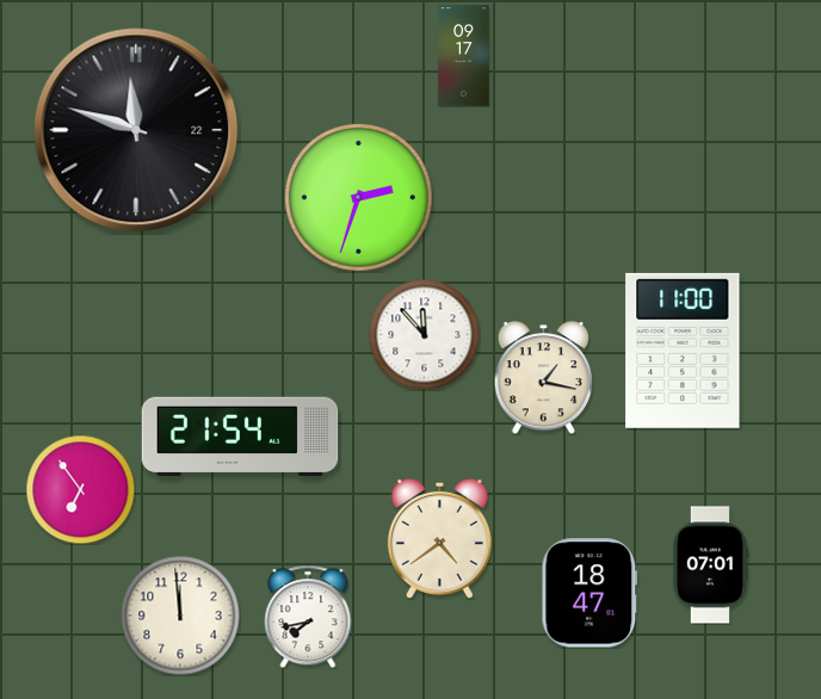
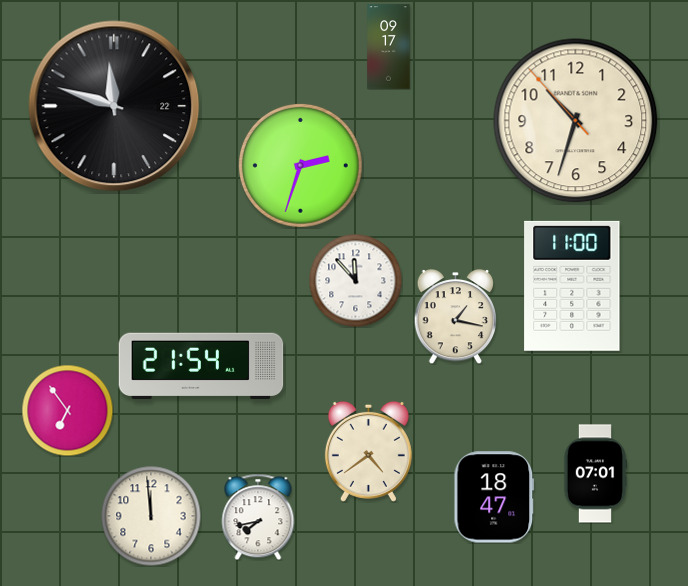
clock at (136, 130) position: (136, 130) -> (114, 106)
clock at (576, 121): none -> 10:32
clock at (683, 351) position: (683, 351) -> (572, 286)
